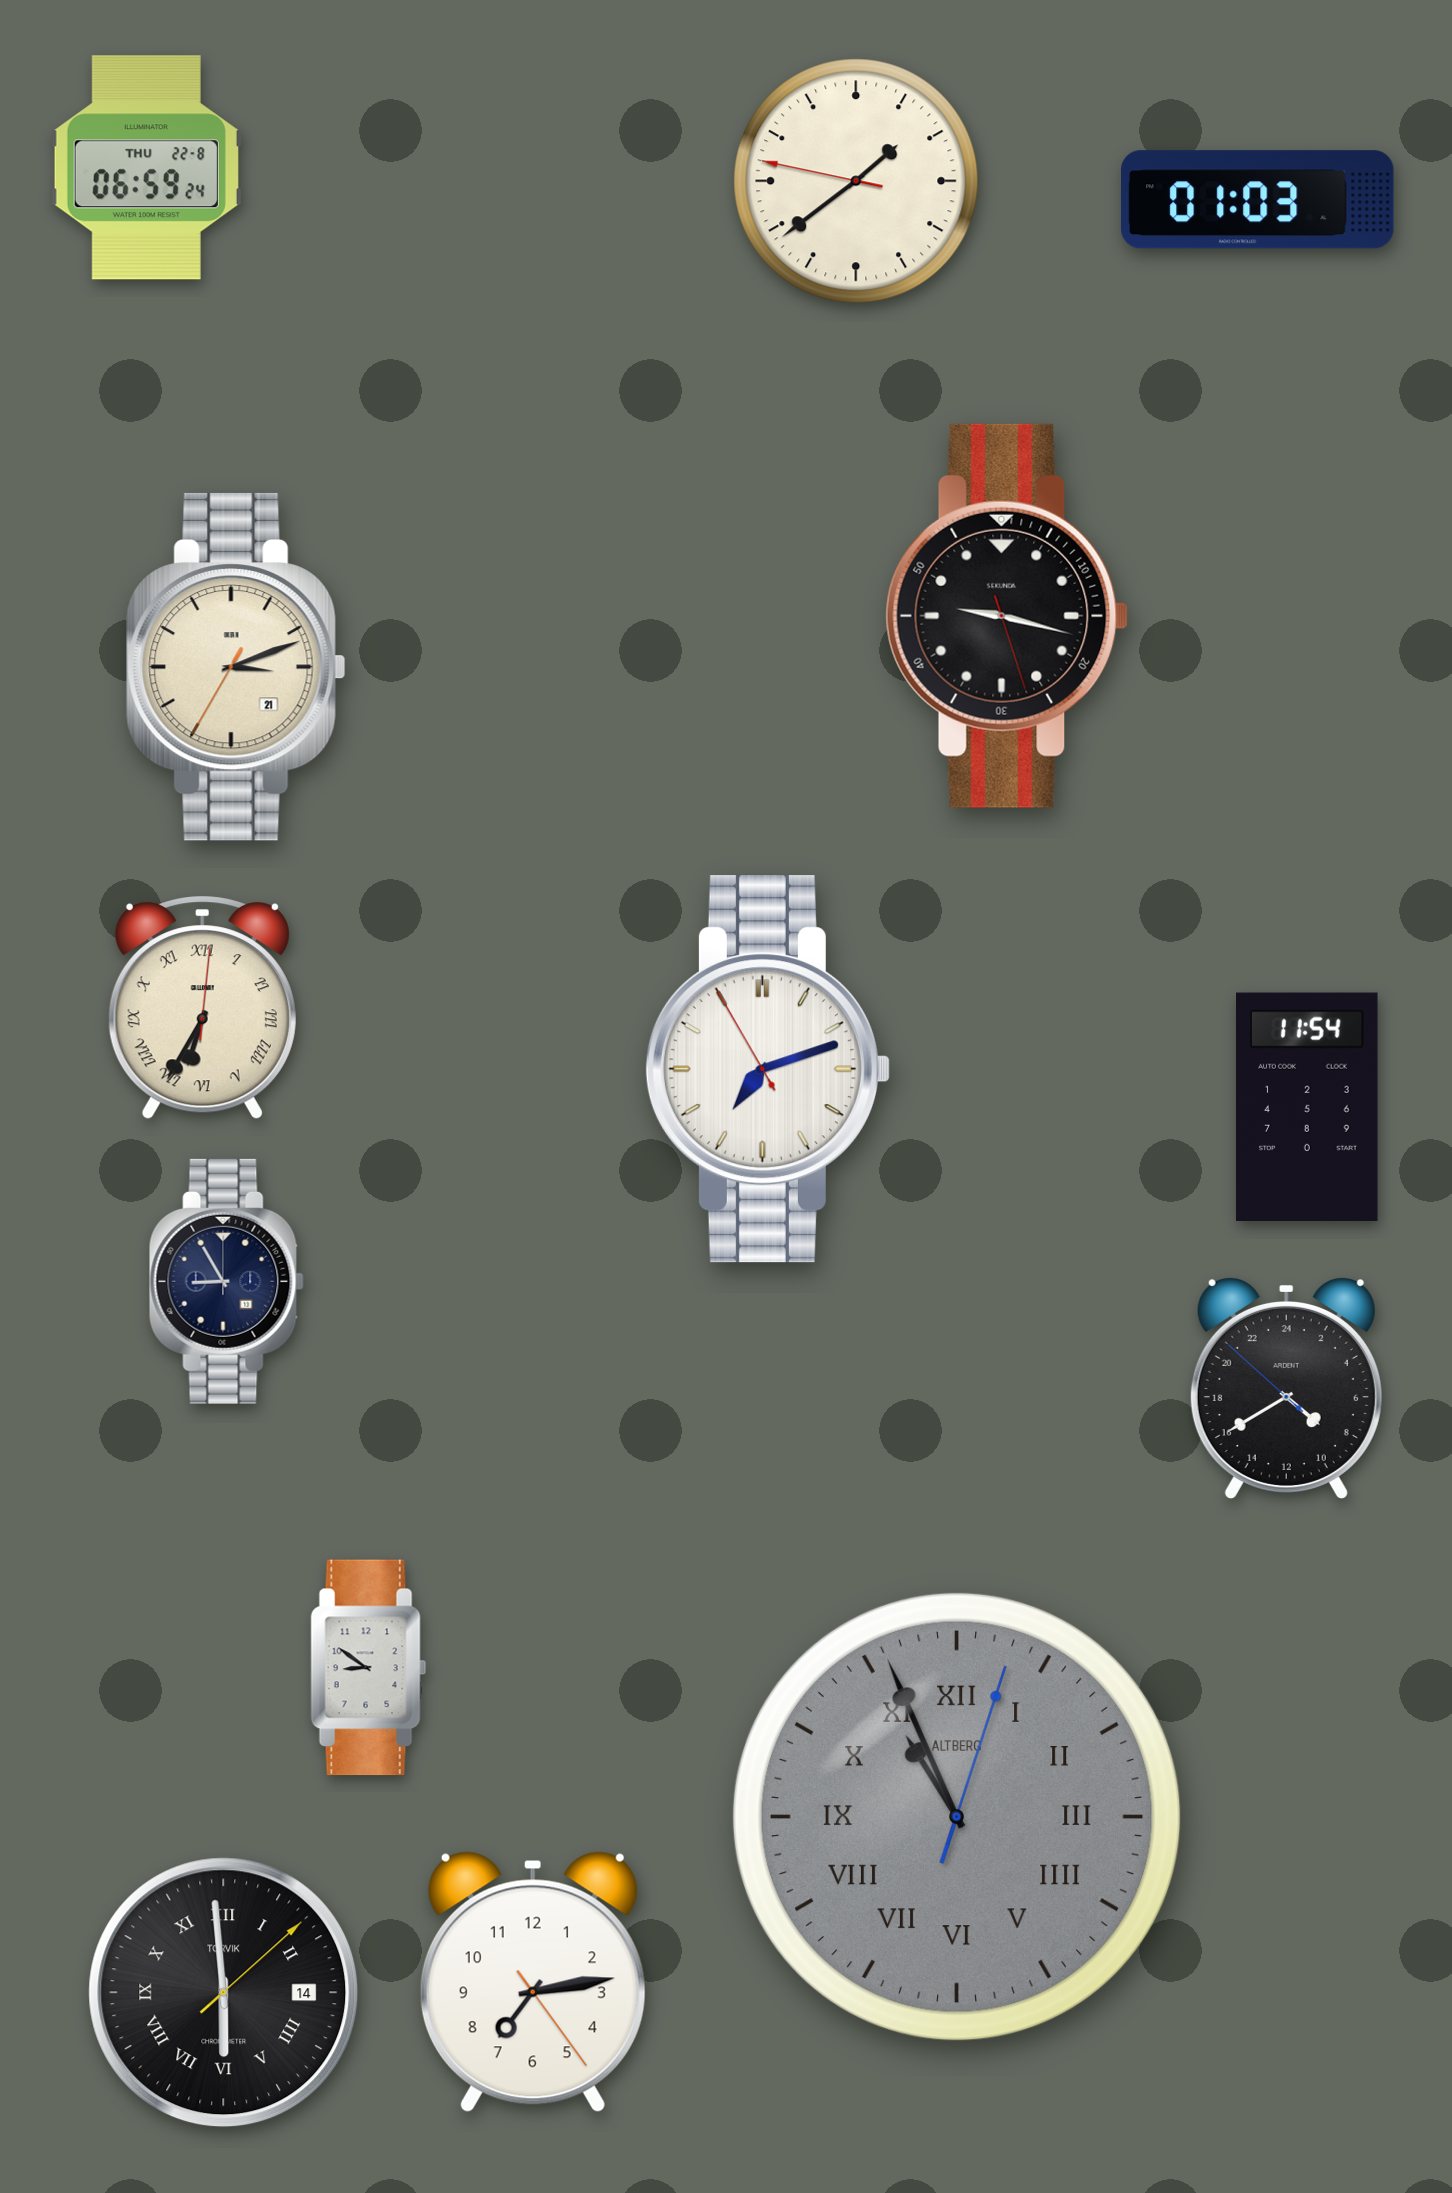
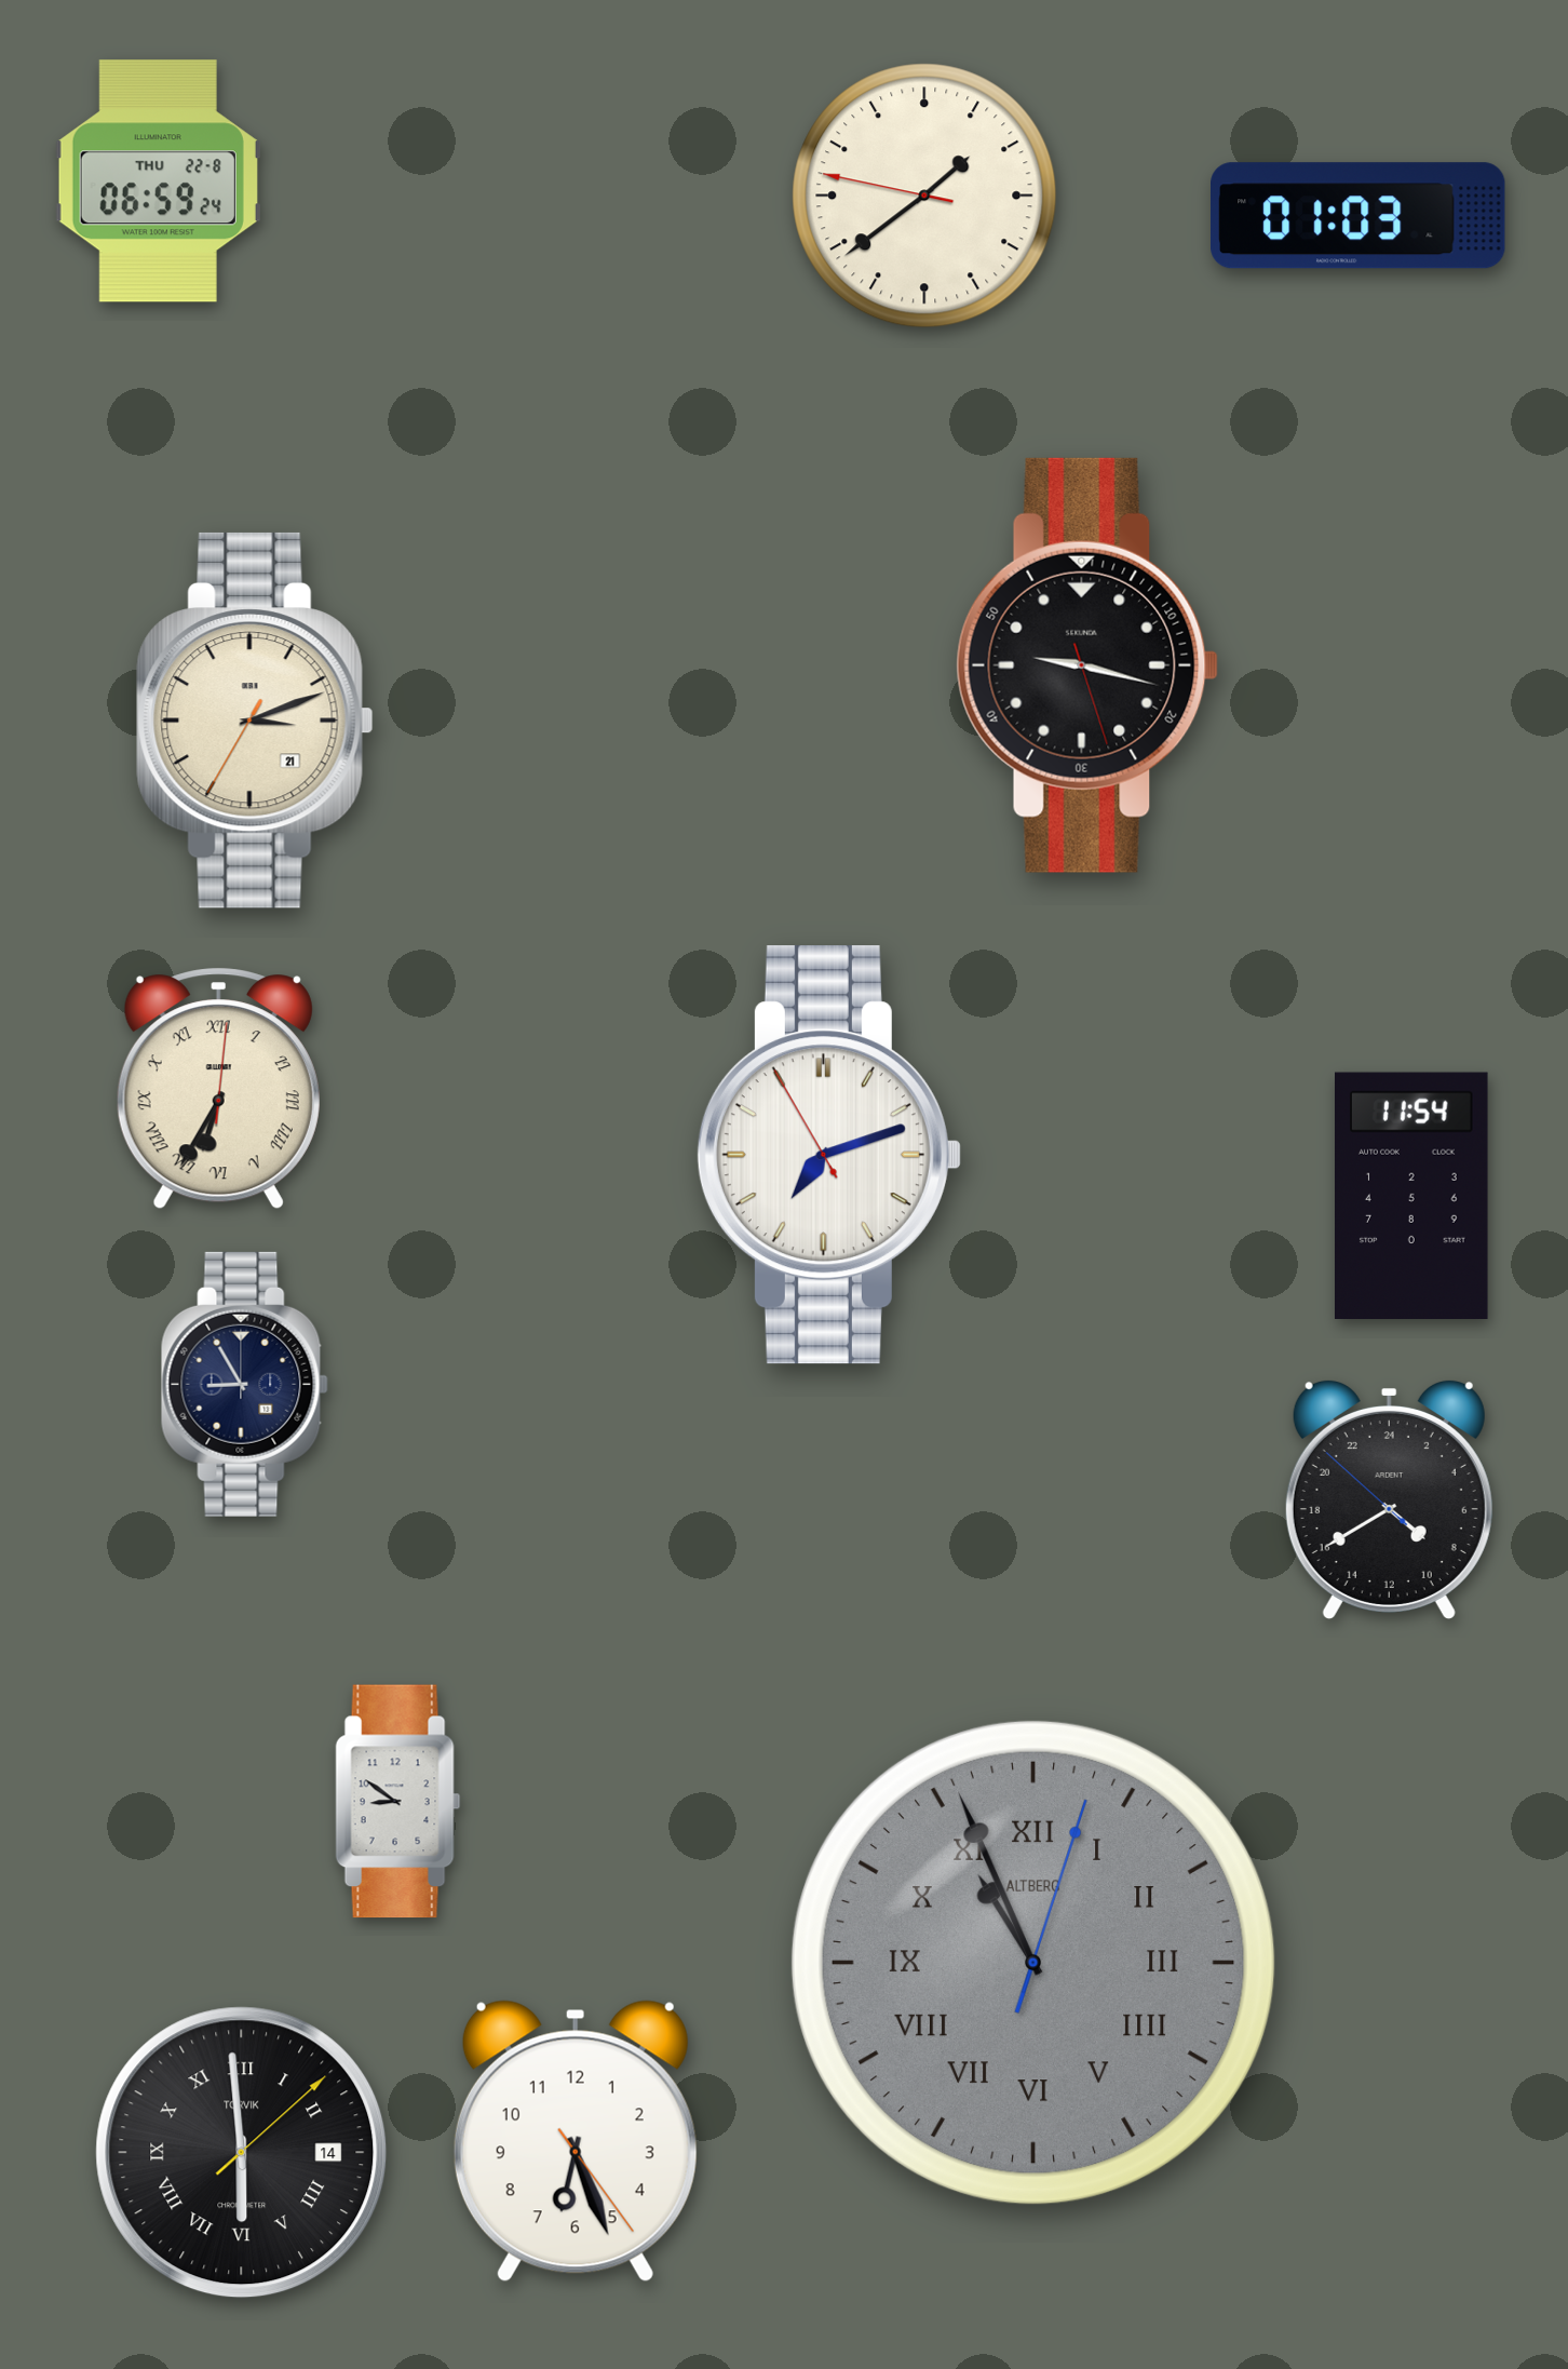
clock at (533, 1982): 7:13 -> 6:26
